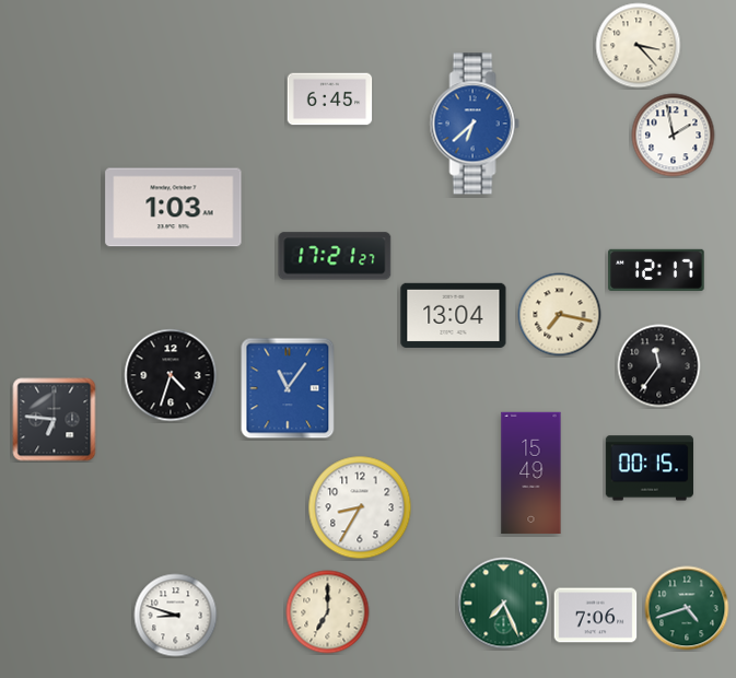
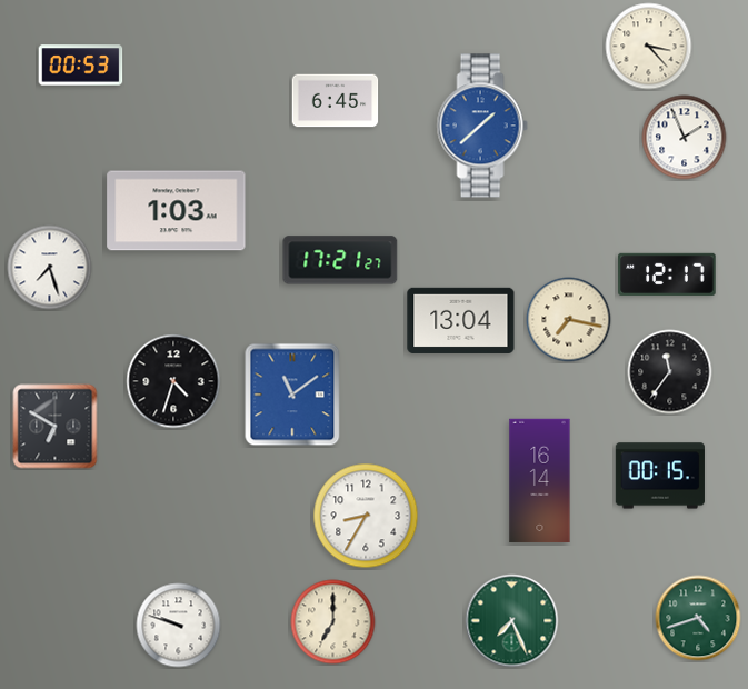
clock at (81, 66): none -> 00:53
clock at (475, 124): 6:38 -> 1:38
clock at (674, 136): 1:58 -> 1:56
clock at (50, 268): none -> 7:27
clock at (288, 388): 11:06 -> 11:09
clock at (55, 420): 6:46 -> 6:50
clock at (531, 474): 15:49 -> 16:14
clock at (504, 604) position: (504, 604) -> (512, 621)
clock at (176, 616): 8:48 -> 9:48
clock at (596, 616): 7:06 -> none
